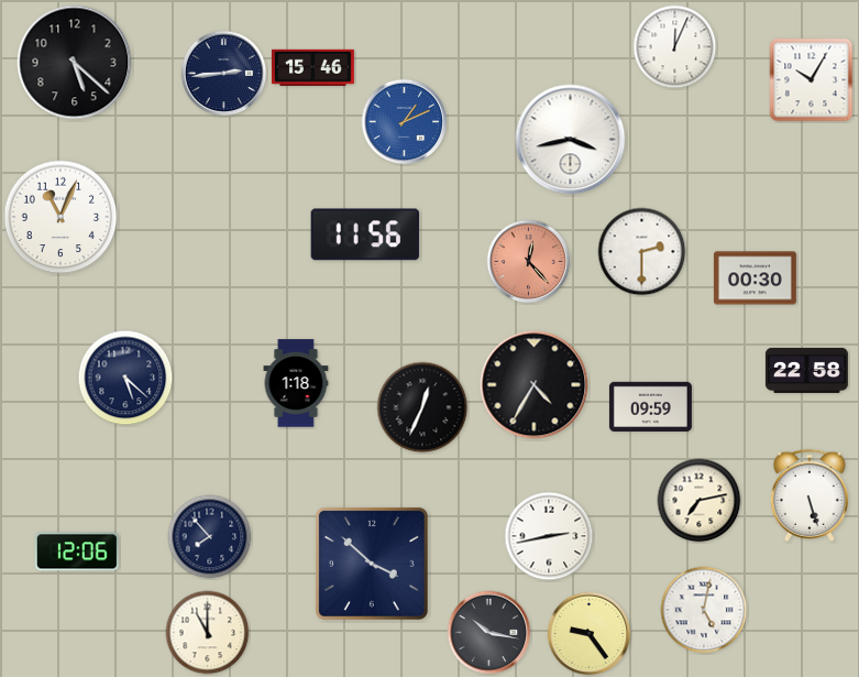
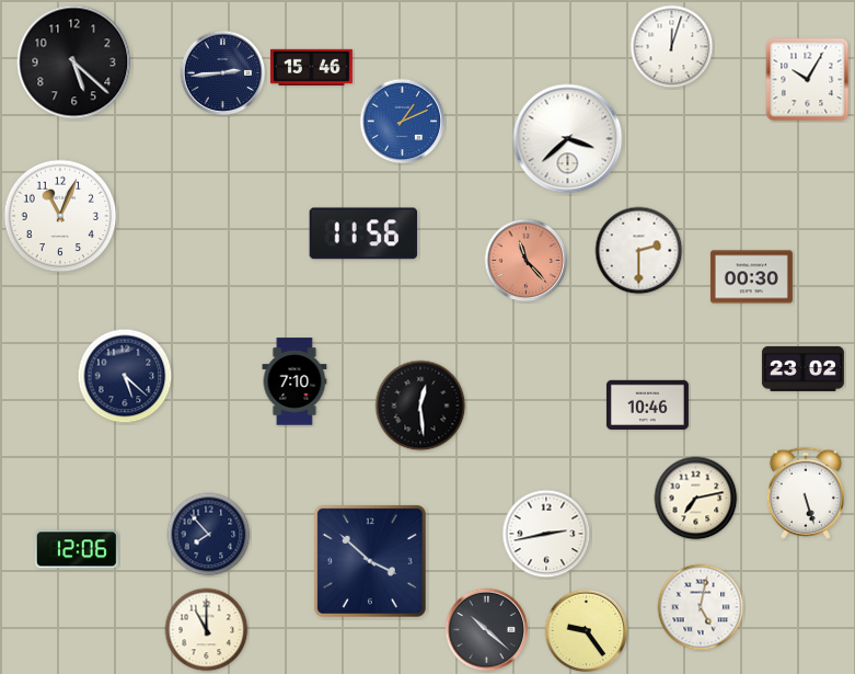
clock at (675, 47): 12:04 -> 12:03
clock at (571, 140): 3:43 -> 3:38
clock at (529, 262): 12:23 -> 11:23
clock at (806, 370): 22:58 -> 23:02
clock at (296, 383): 1:18 -> 7:10
clock at (535, 385): 4:35 -> none
clock at (650, 406): 09:59 -> 10:46
clock at (422, 407): 12:34 -> 12:29
clock at (489, 633): 10:17 -> 10:22
